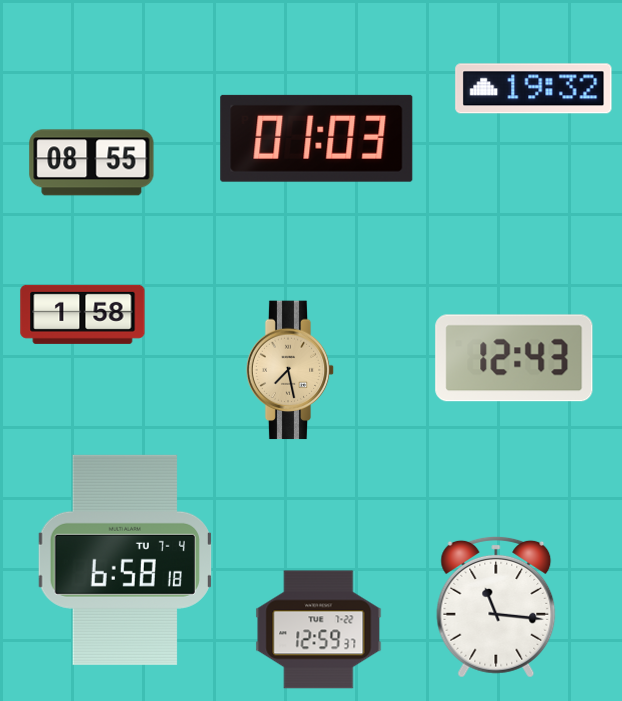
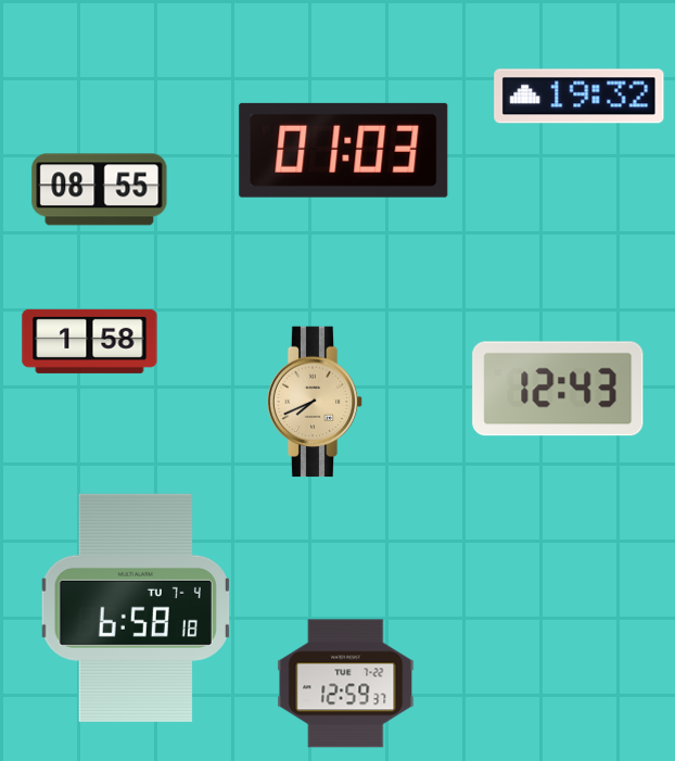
clock at (92, 163) position: (92, 163) -> (100, 190)
clock at (290, 370): 7:28 -> 7:41
clock at (496, 607): 11:16 -> none
